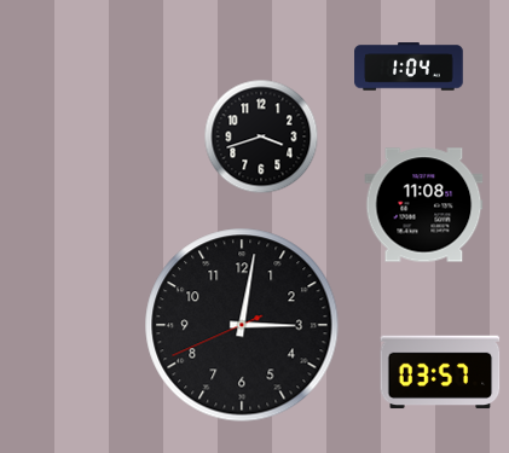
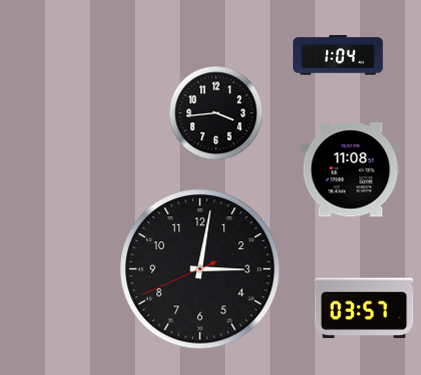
clock at (261, 137): 3:42 -> 3:44
